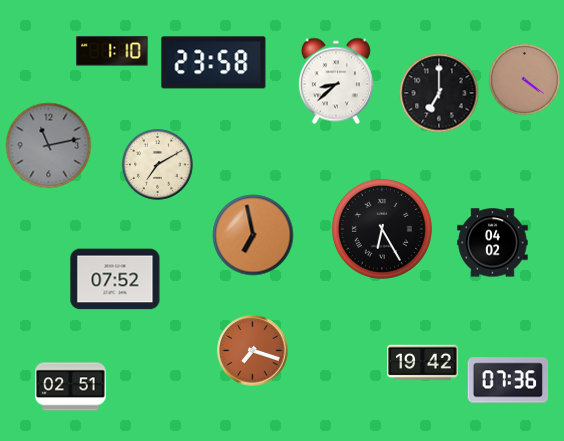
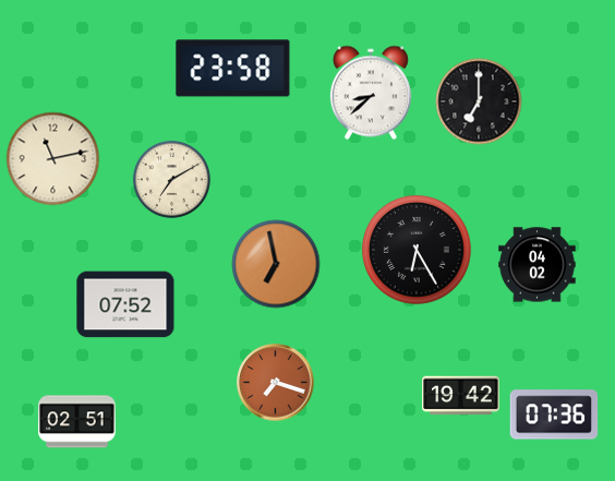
clock at (112, 51): 1:10 -> none
clock at (524, 79): 4:21 -> none
clock at (336, 81) position: (336, 81) -> (371, 93)
clock at (49, 146) dial: grey -> cream
clock at (253, 235) position: (253, 235) -> (276, 264)
